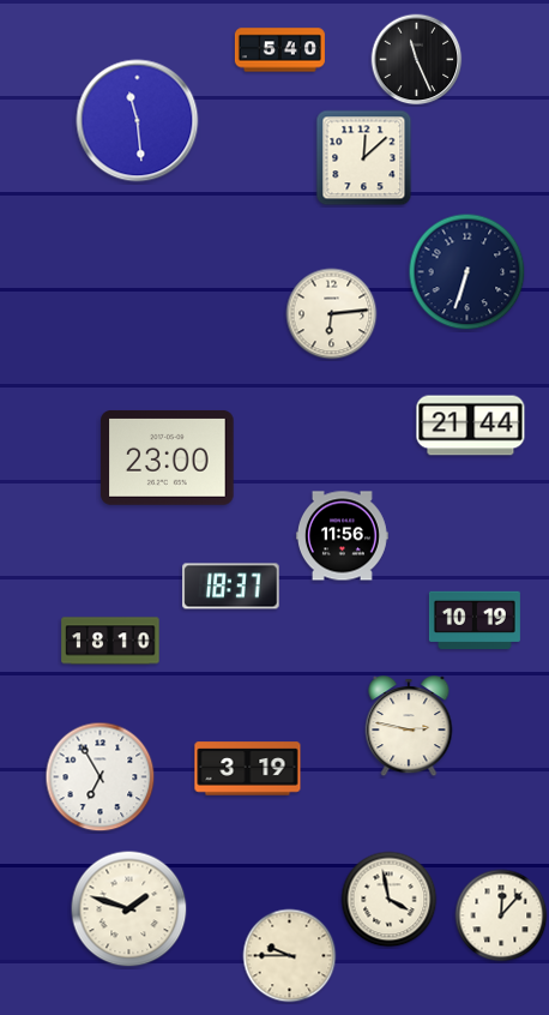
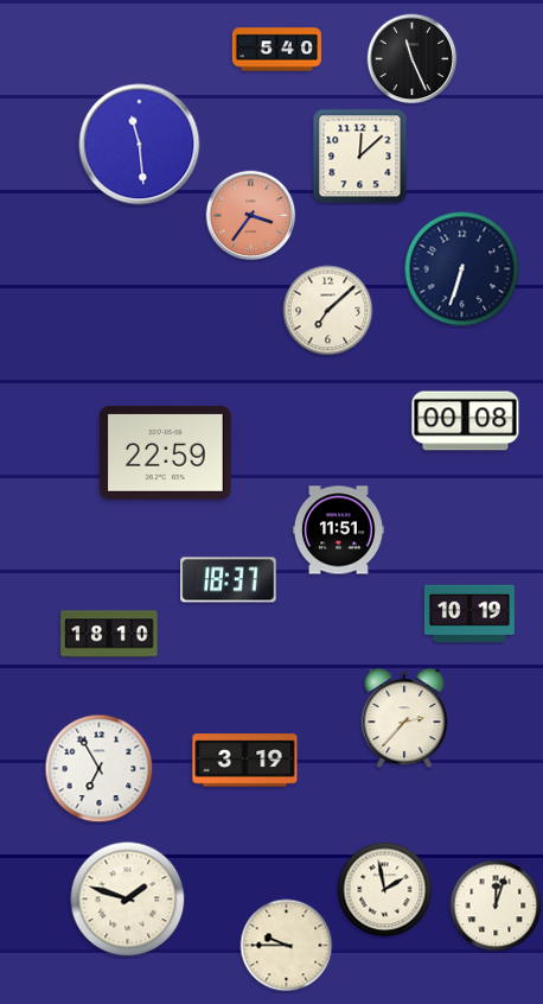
clock at (138, 121) position: (138, 121) -> (140, 145)
clock at (251, 216): none -> 3:36
clock at (332, 314): 6:14 -> 7:08
clock at (471, 426): 21:44 -> 00:08
clock at (168, 457): 23:00 -> 22:59
clock at (342, 536): 11:56 -> 11:51
clock at (409, 726): 2:47 -> 2:37
clock at (390, 900): 3:58 -> 1:58
clock at (501, 915): 12:07 -> 12:03
